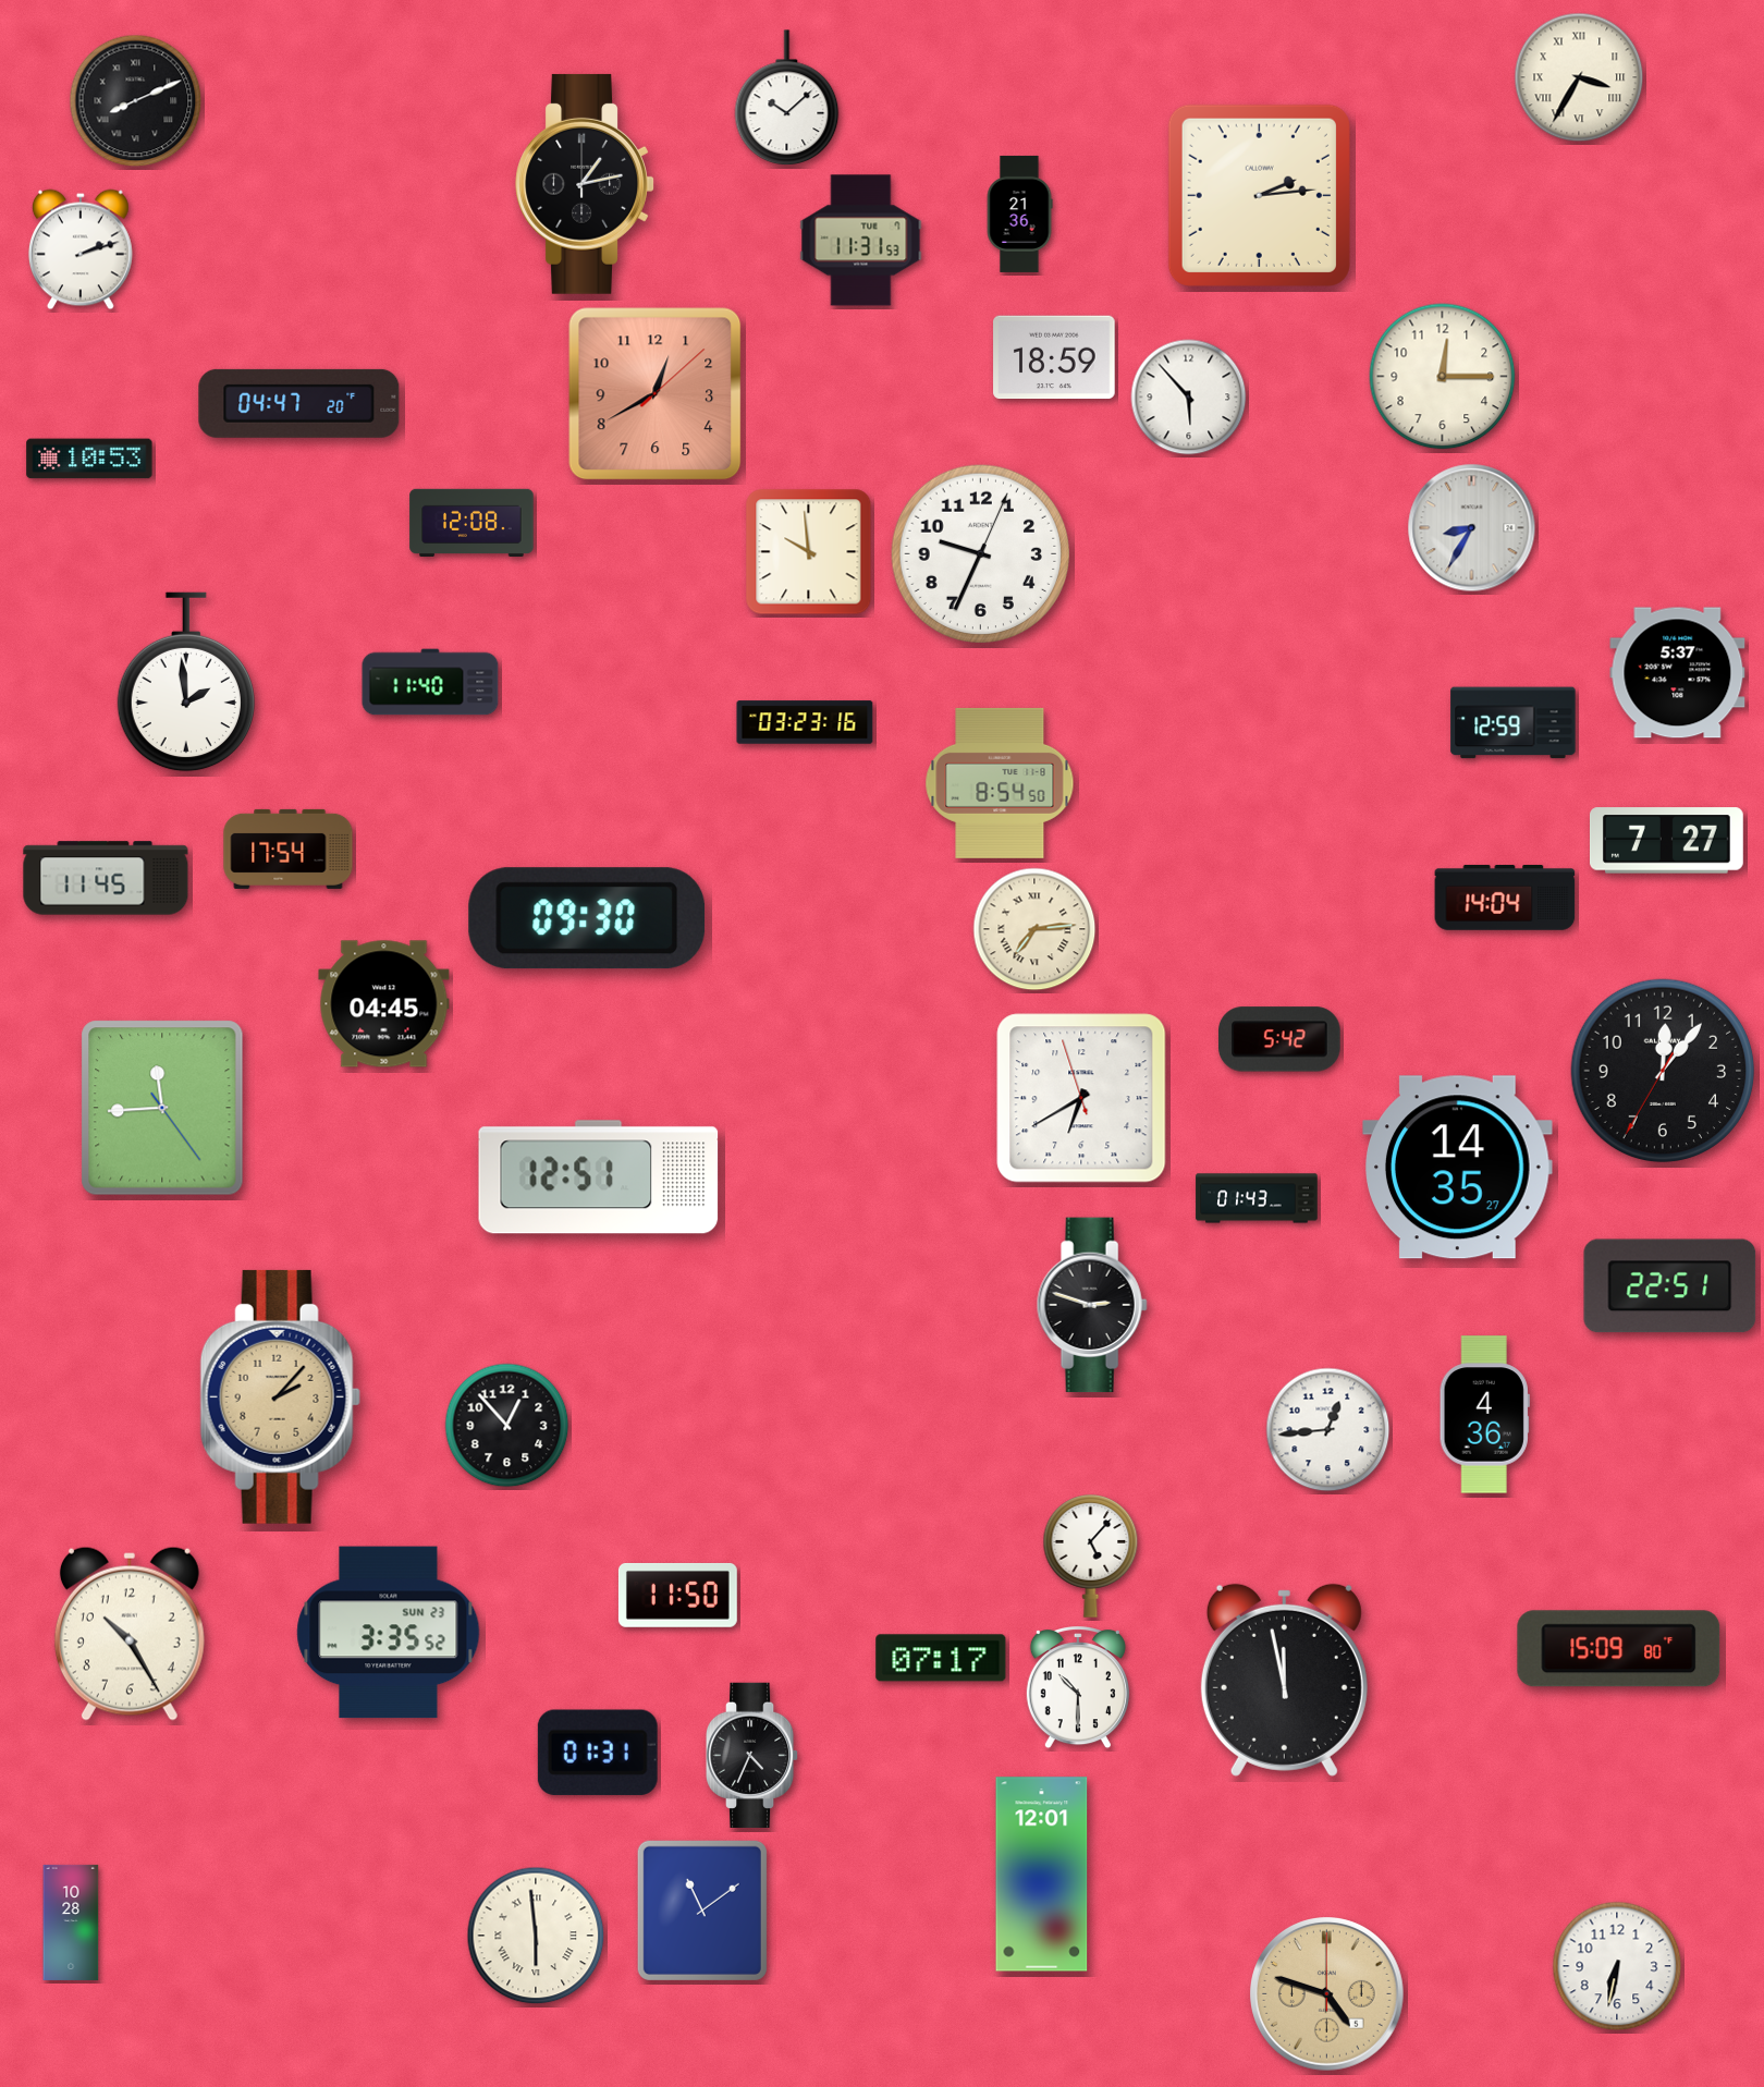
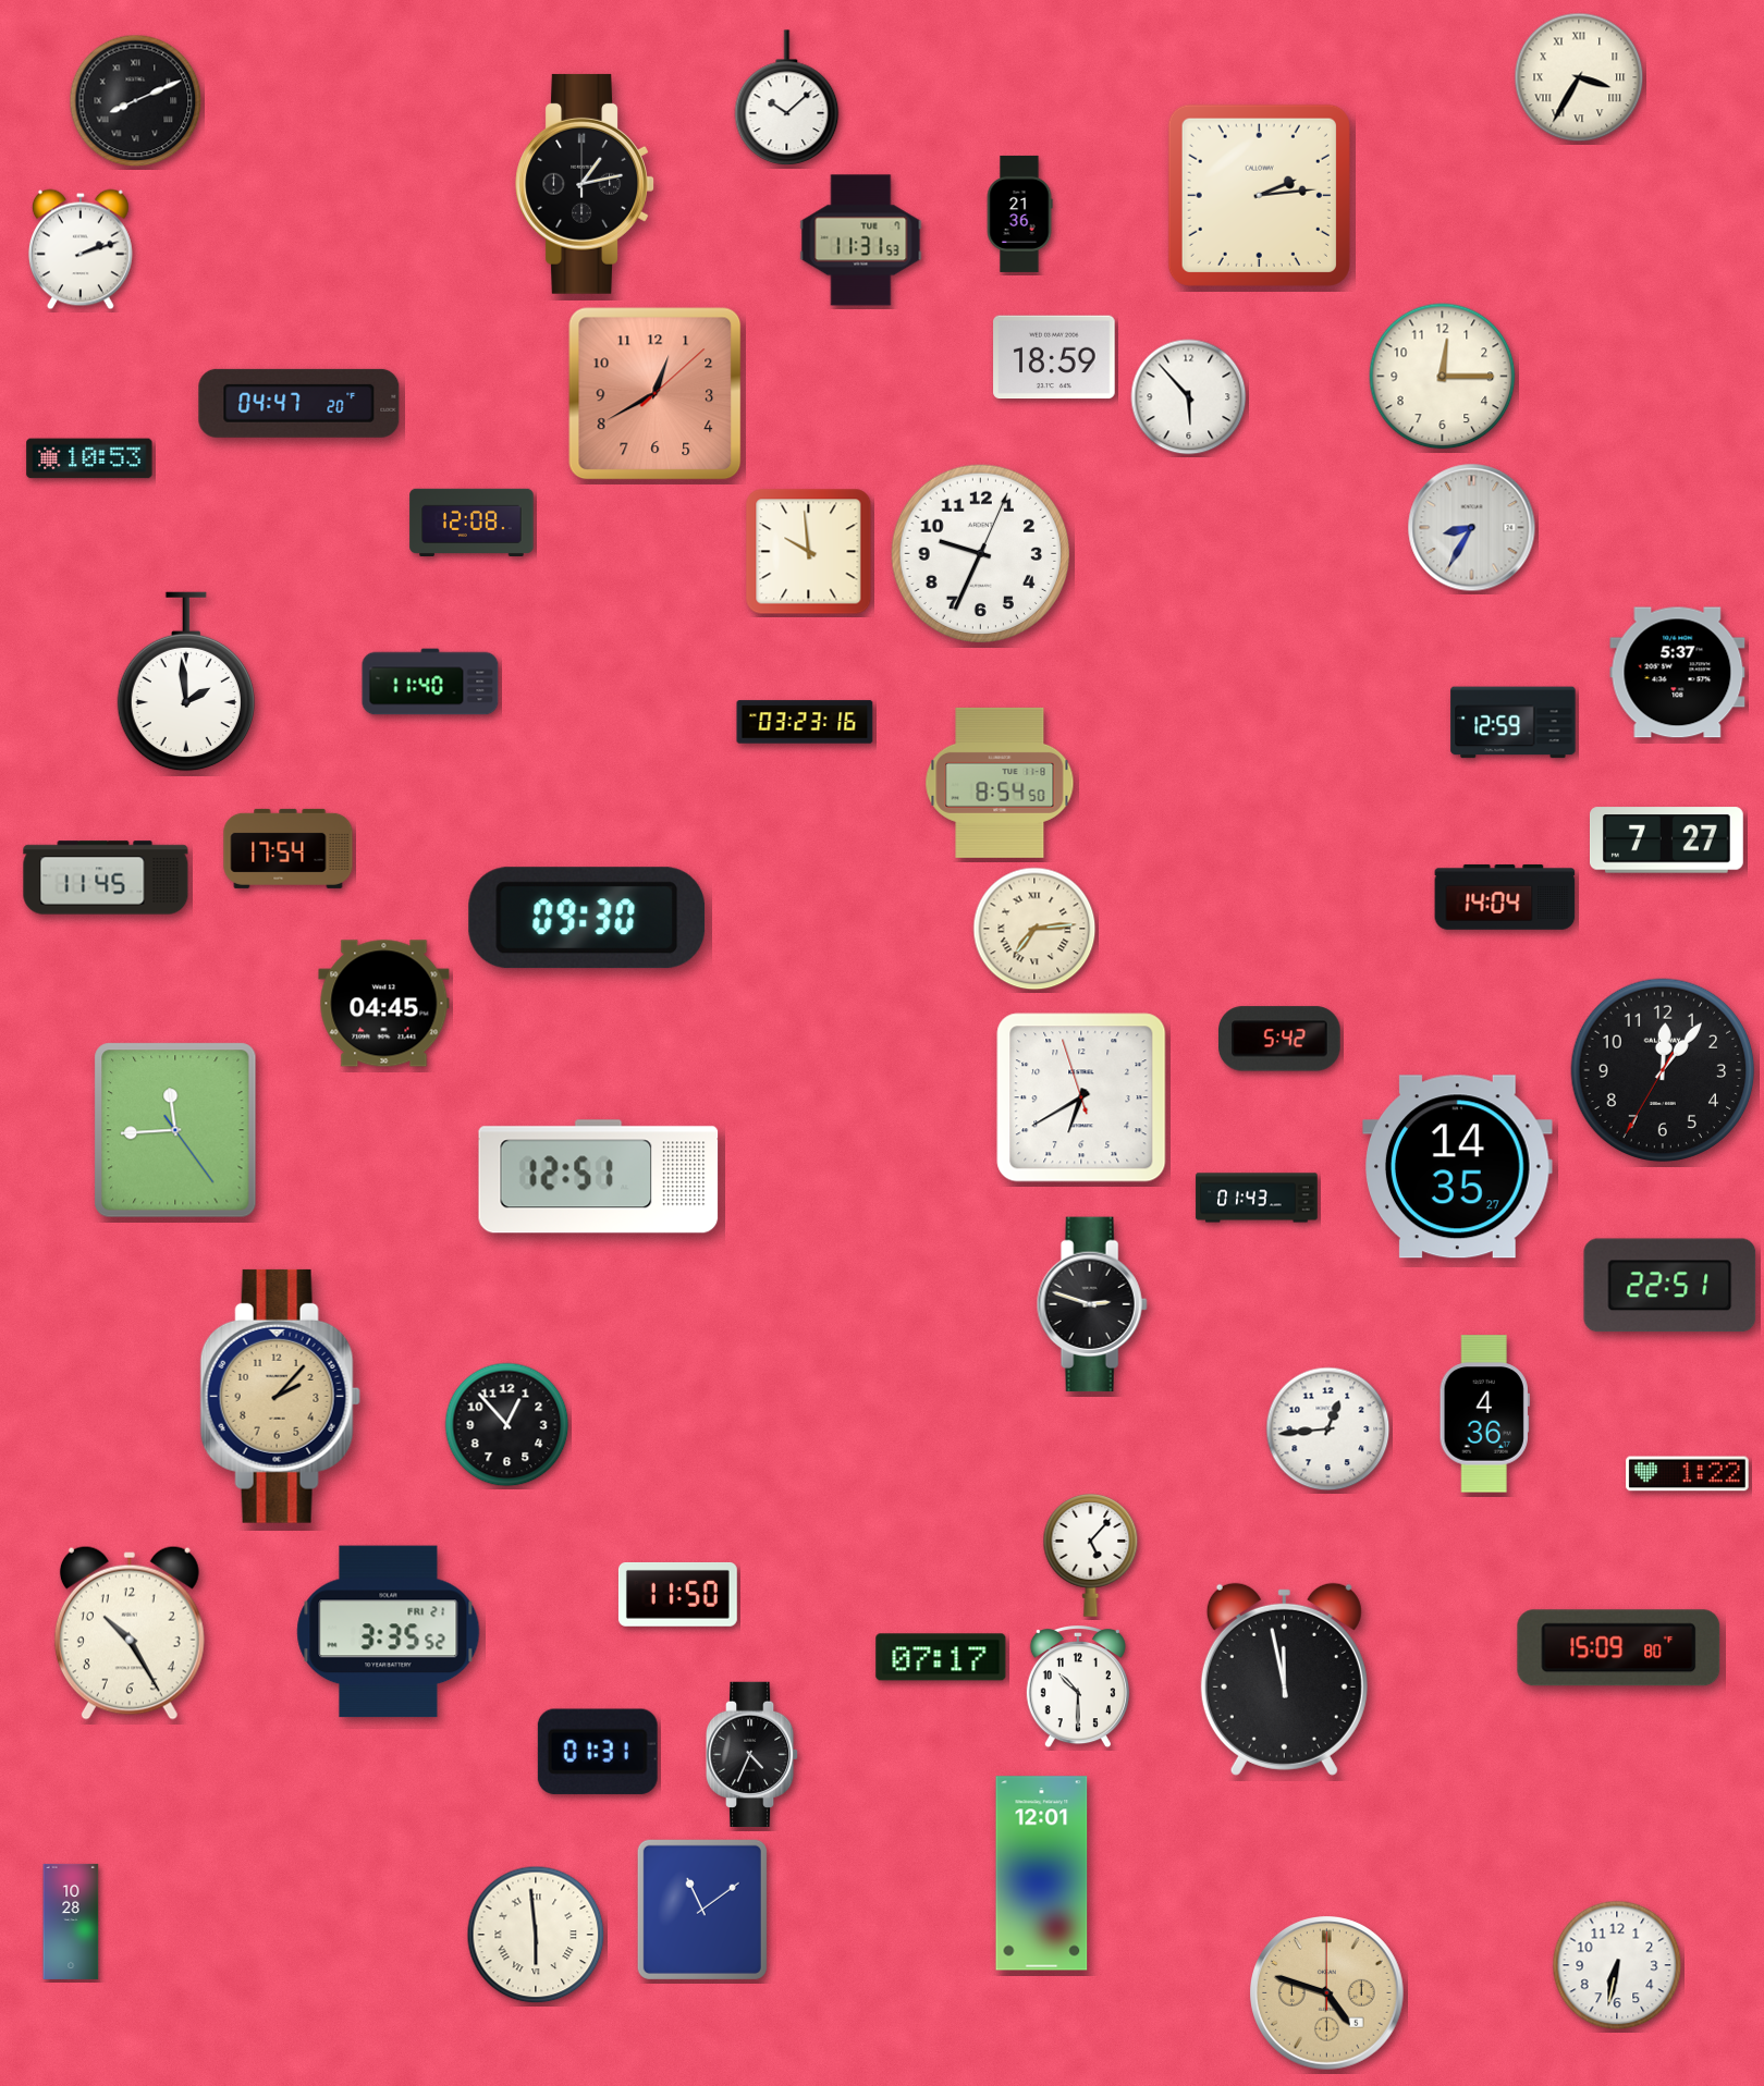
clock at (162, 1108) position: (162, 1108) -> (175, 1130)
clock at (1688, 1474): none -> 1:22
clock at (389, 1633) date: SUN 23 -> FRI 21
